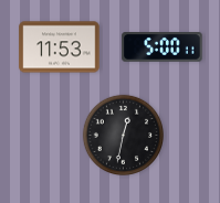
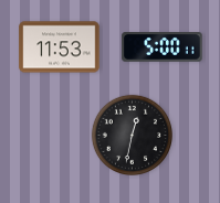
clock at (123, 135) position: (123, 135) -> (132, 135)
